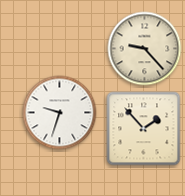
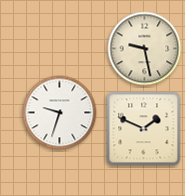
clock at (145, 49): 9:23 -> 9:28
clock at (144, 129): 1:53 -> 1:49
